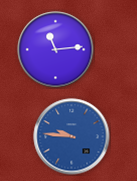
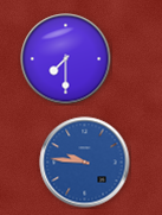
clock at (56, 50): 11:14 -> 7:30
